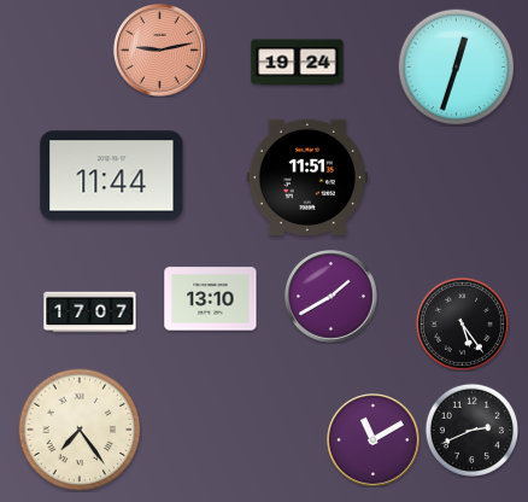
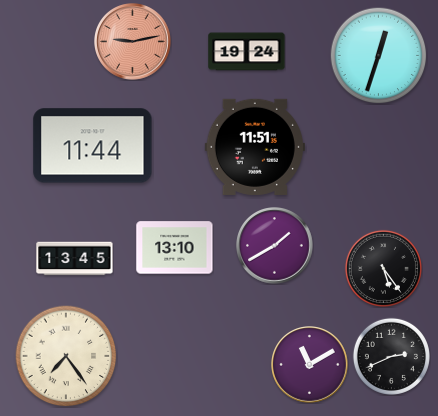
clock at (90, 313): 17:07 -> 13:45
